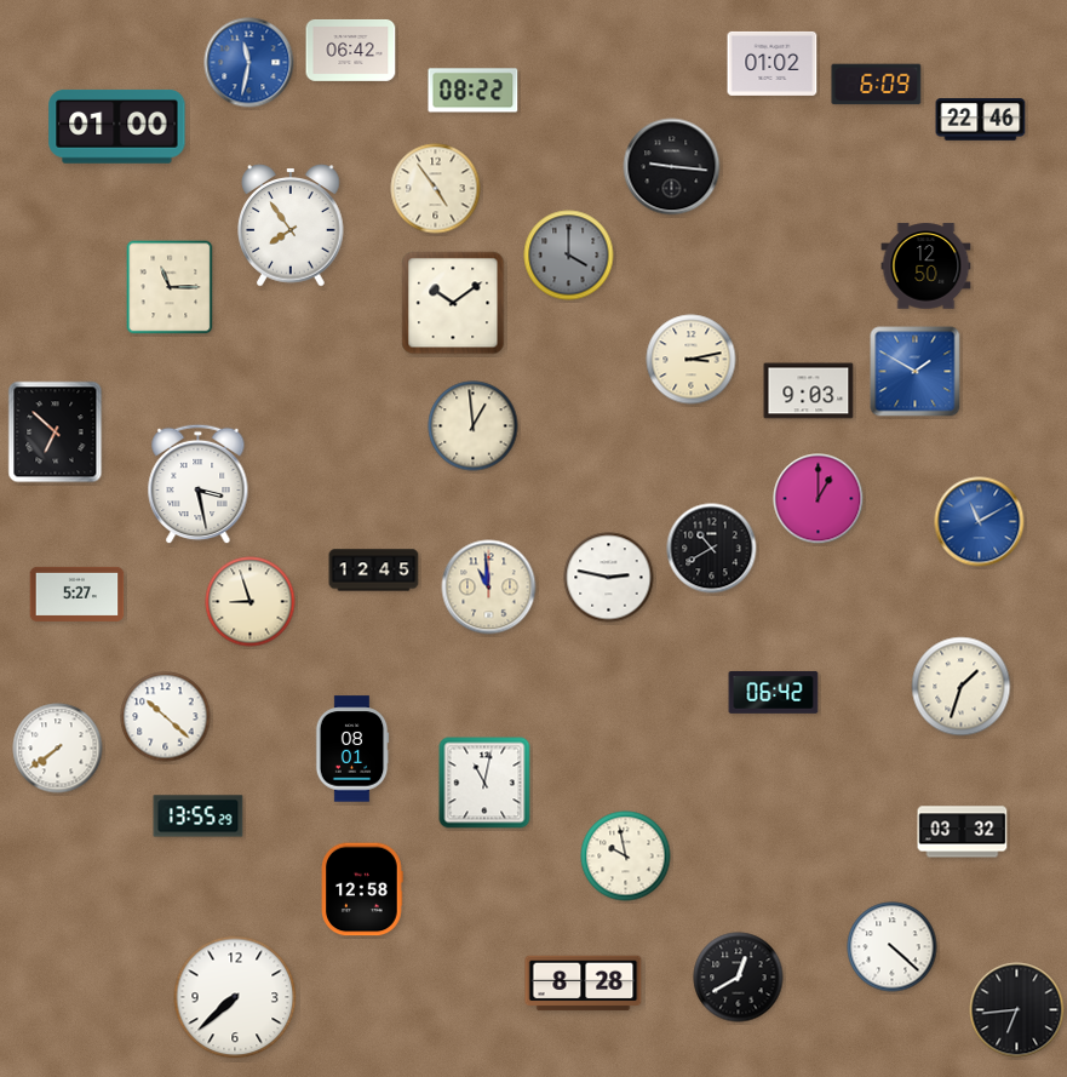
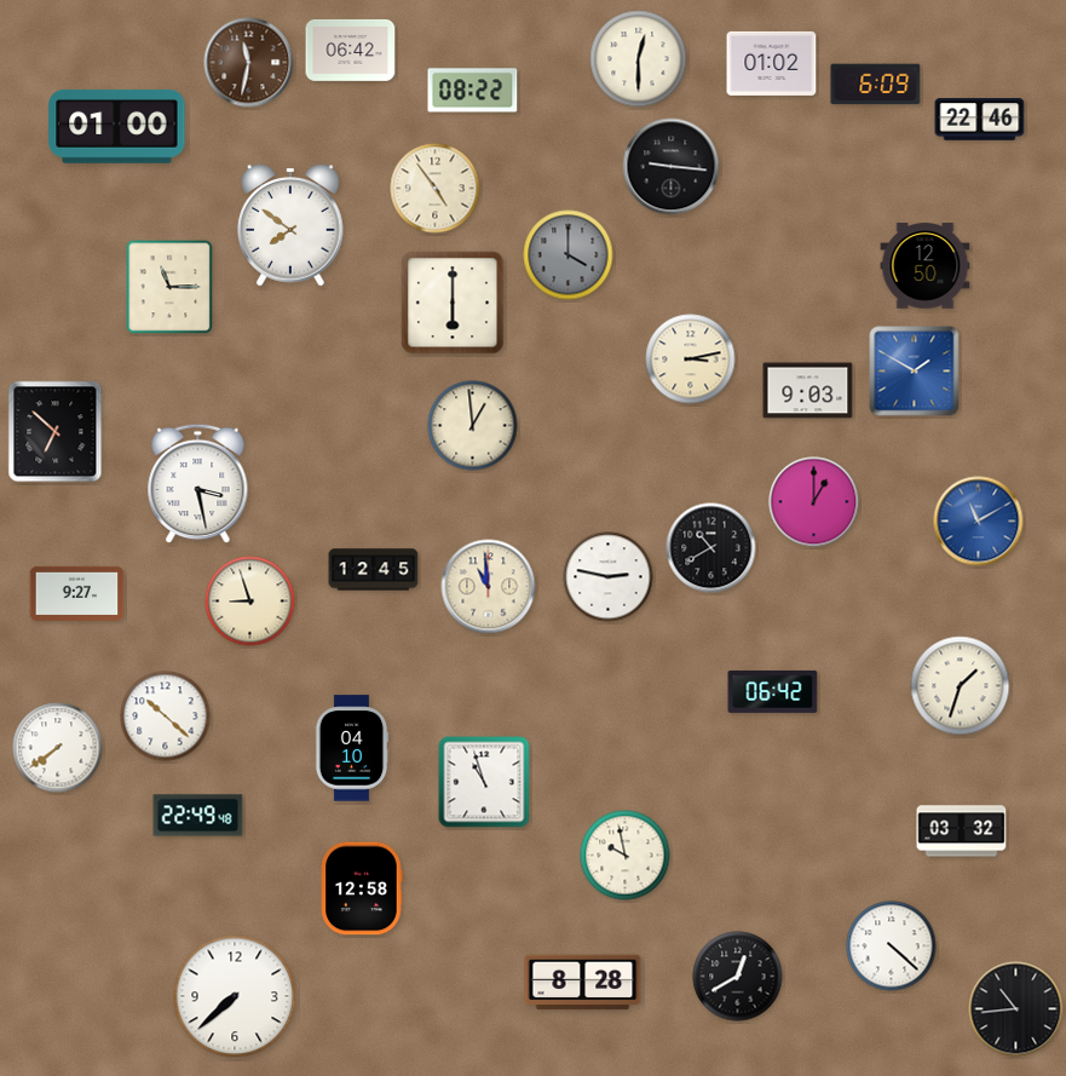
clock at (639, 59): none -> 12:30
clock at (249, 63) dial: blue -> brown
clock at (291, 225): 7:54 -> 7:51
clock at (453, 303): 10:09 -> 6:00
clock at (819, 499) position: (819, 499) -> (814, 502)
clock at (78, 594): 5:27 -> 9:27
clock at (352, 749): 08:01 -> 04:10
clock at (484, 783): 11:02 -> 10:57
clock at (199, 817): 13:55 -> 22:49
clock at (1017, 1010): 6:44 -> 10:44
